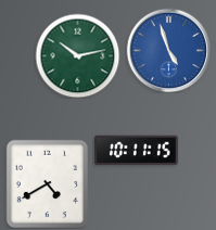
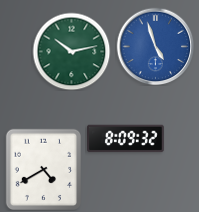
clock at (137, 151): 10:11 -> 8:09
